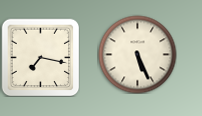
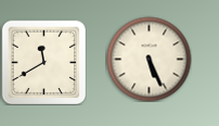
clock at (40, 57): 7:17 -> 11:40
